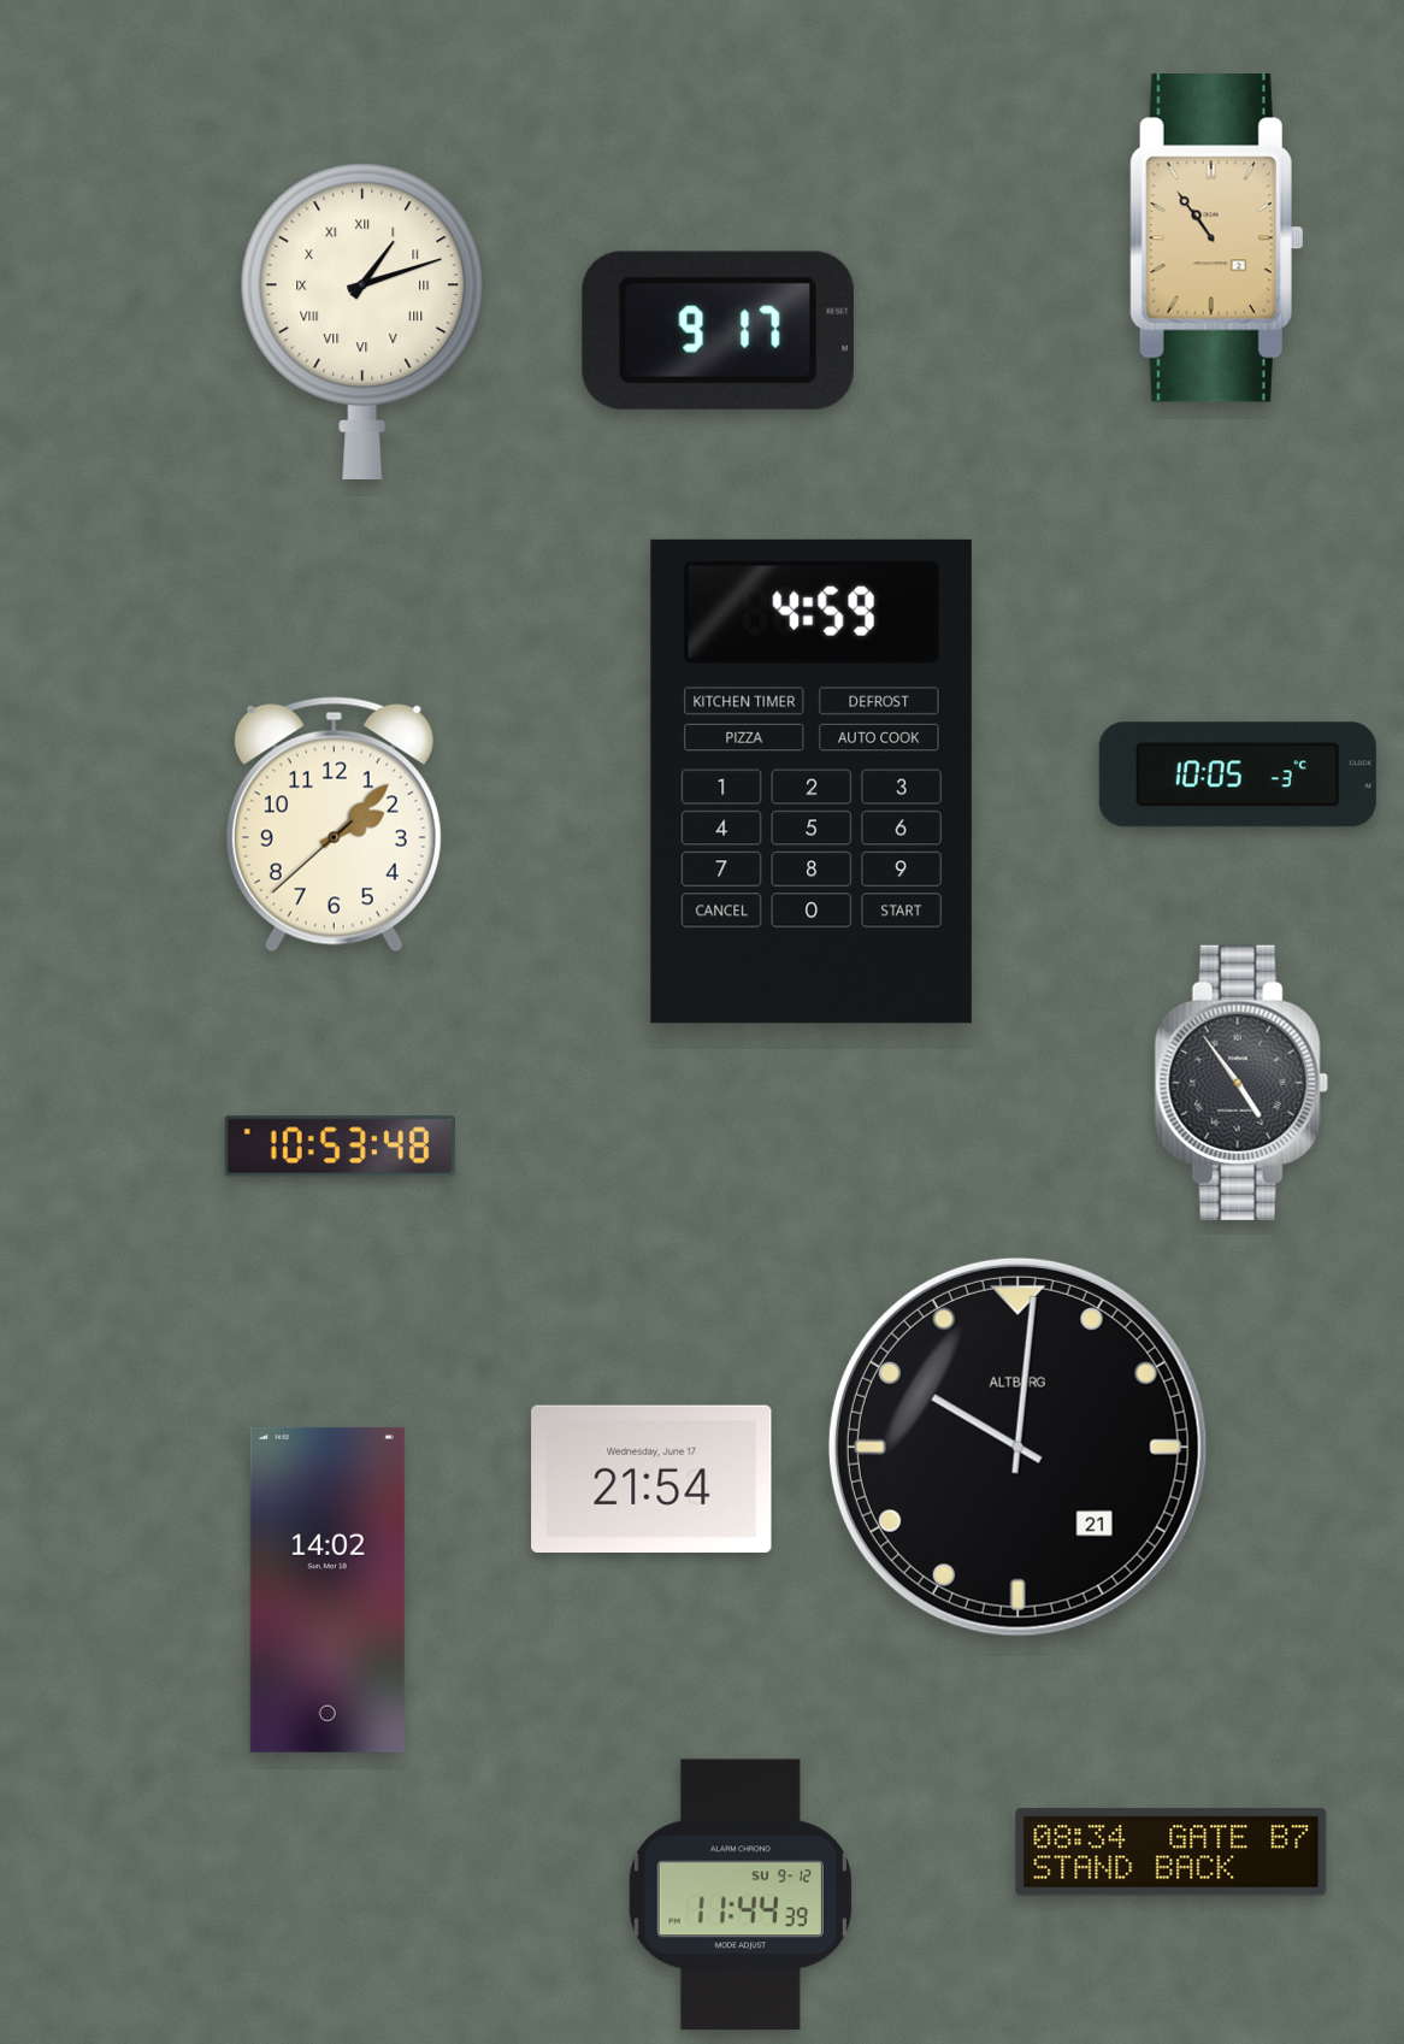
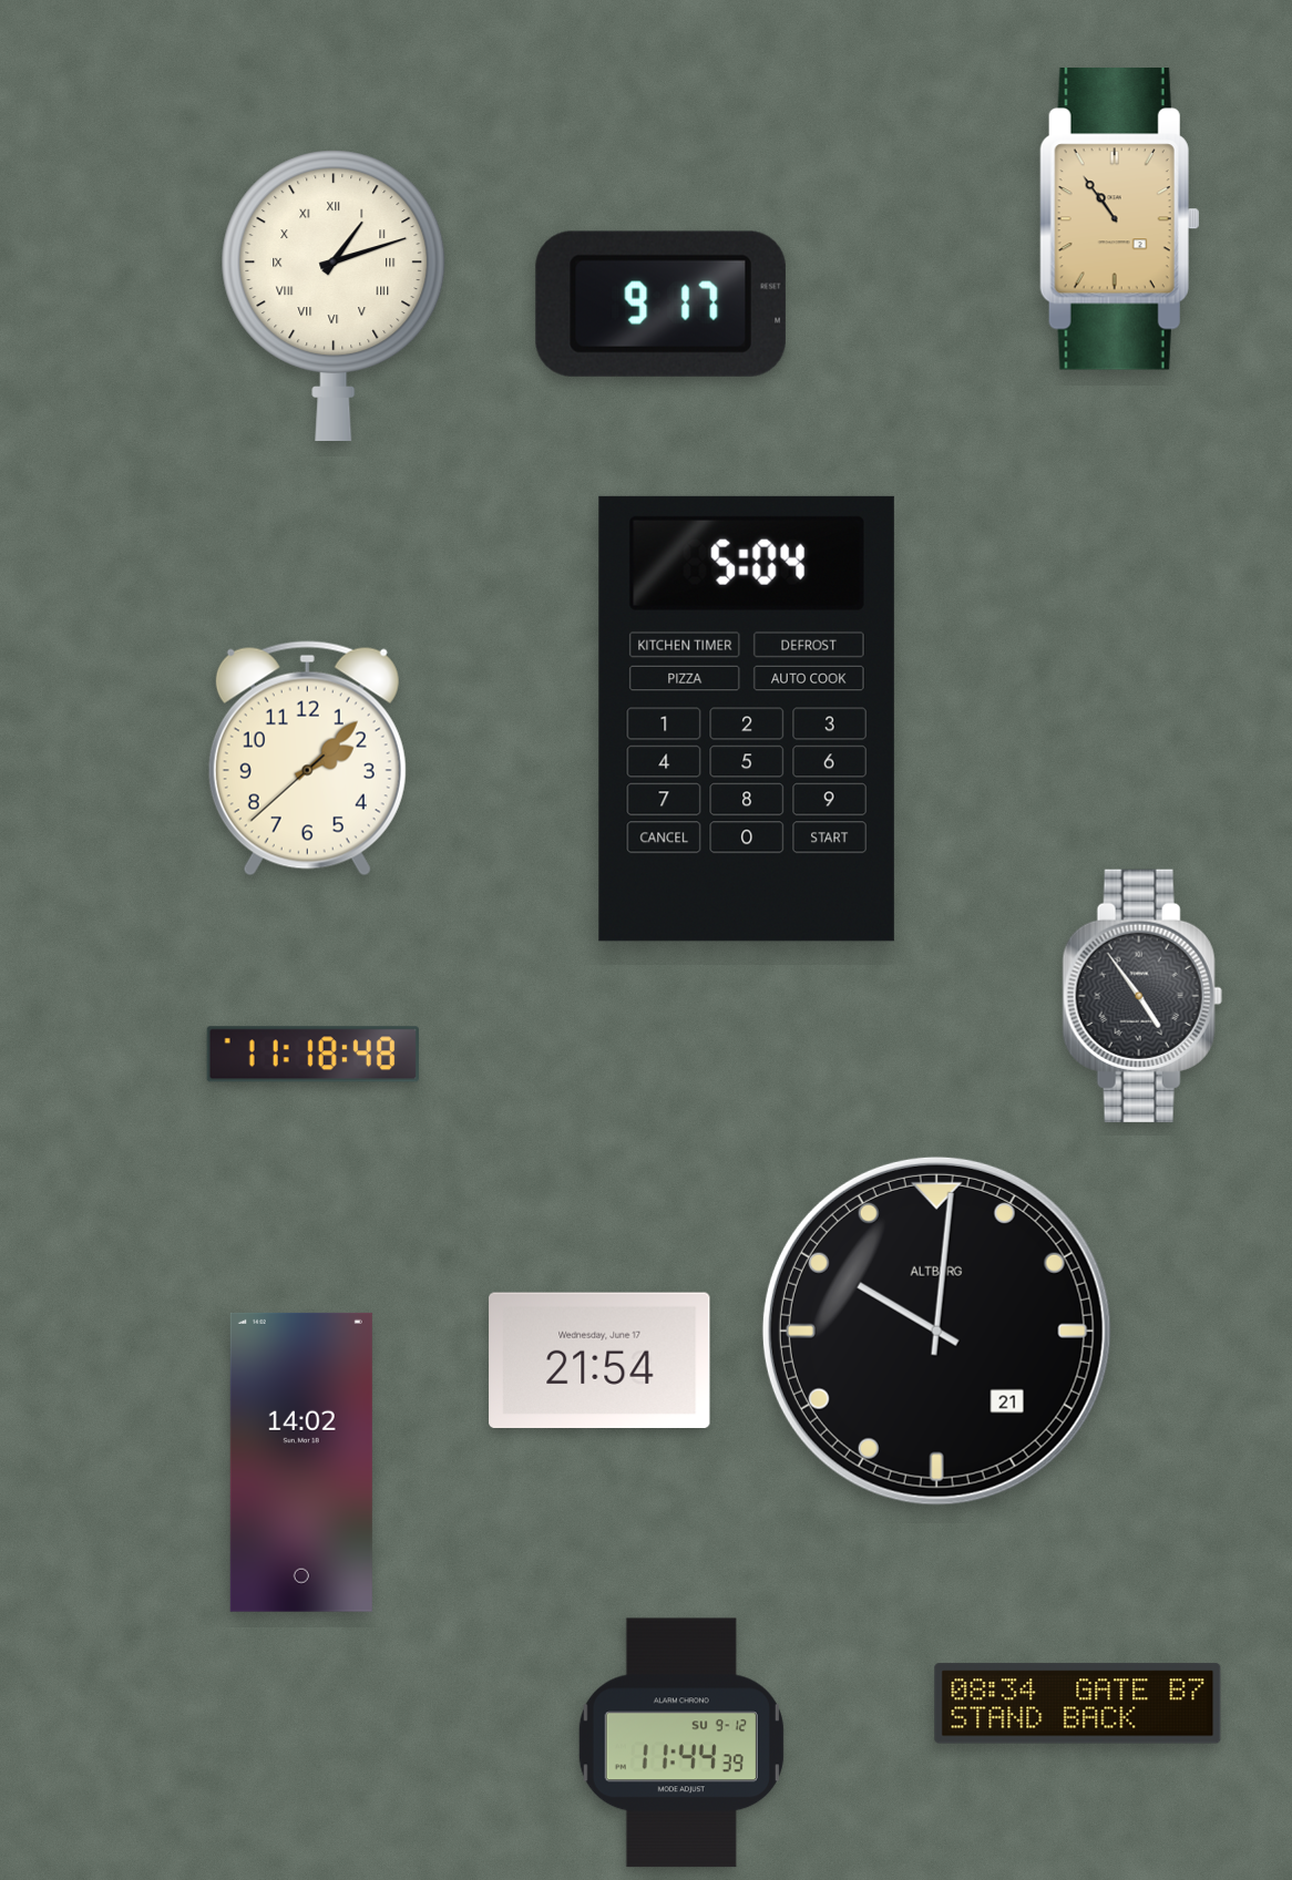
clock at (1238, 774): 10:05 -> none
clock at (812, 782): 4:59 -> 5:04
clock at (340, 1147): 10:53 -> 11:18
